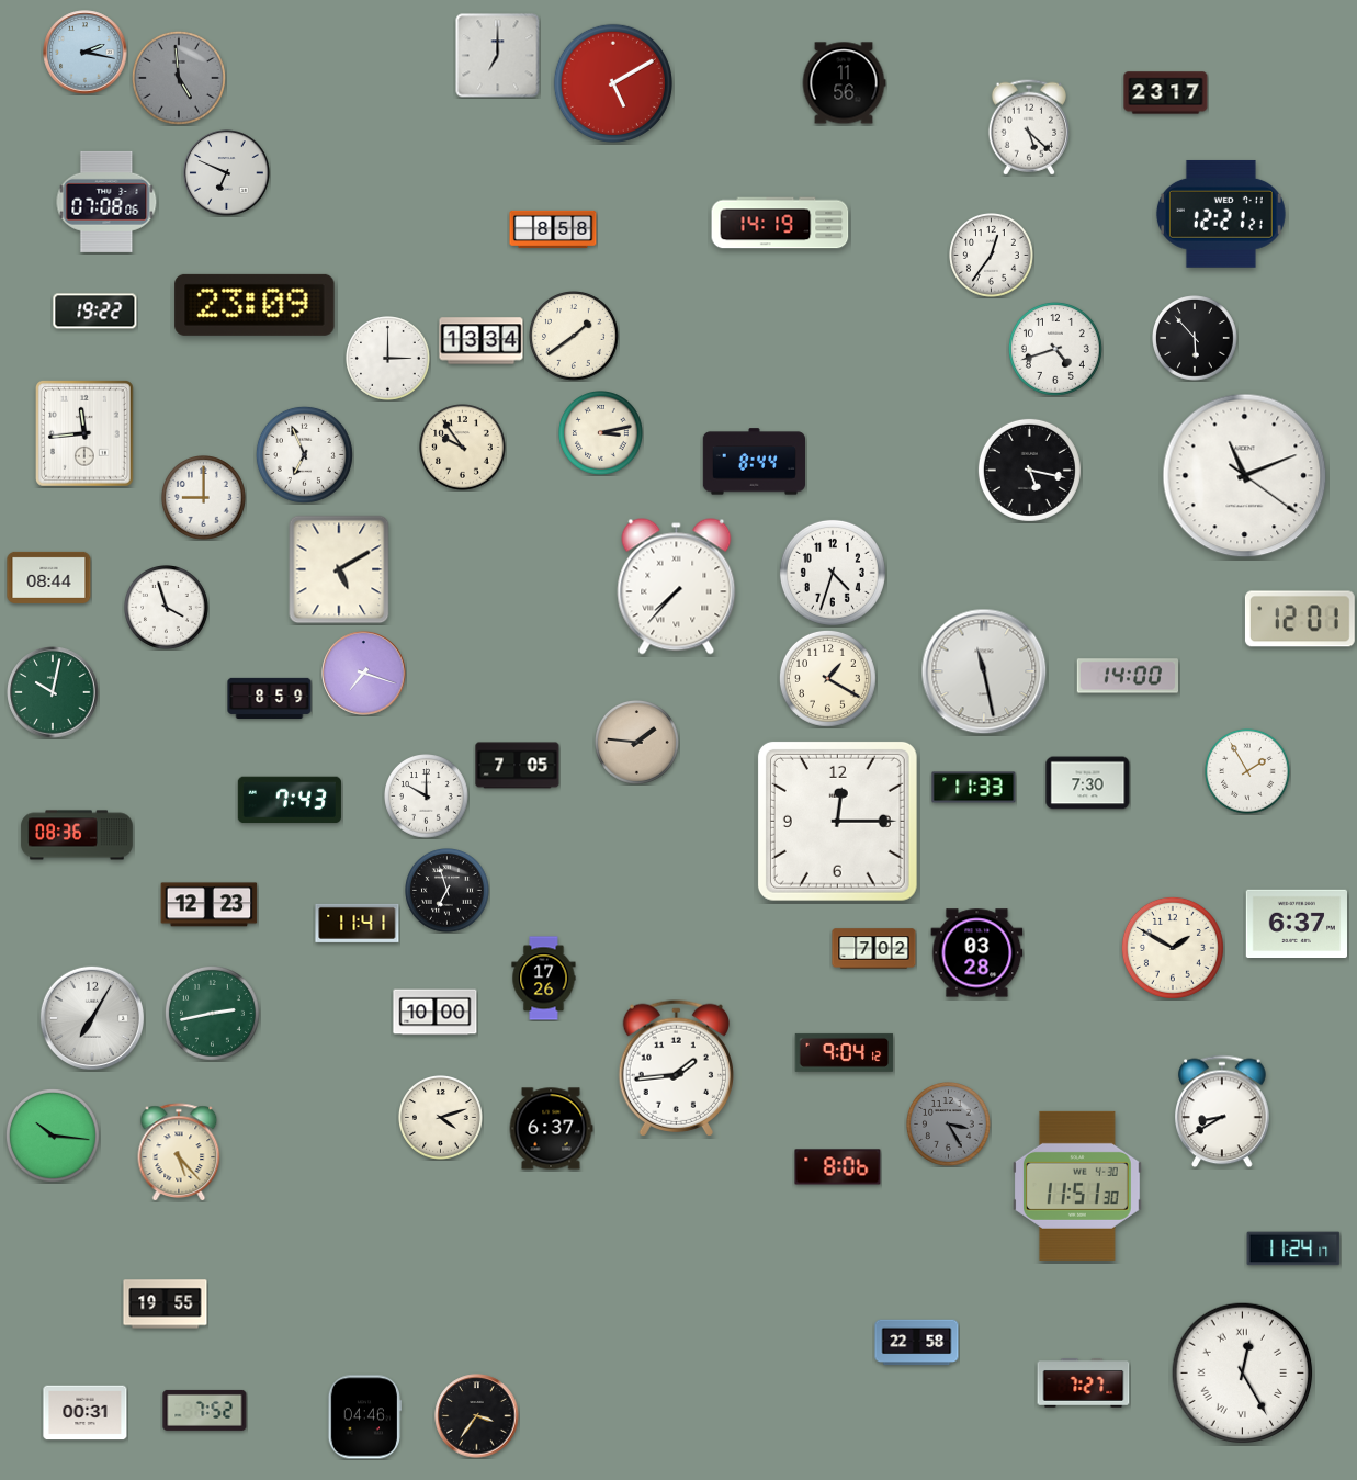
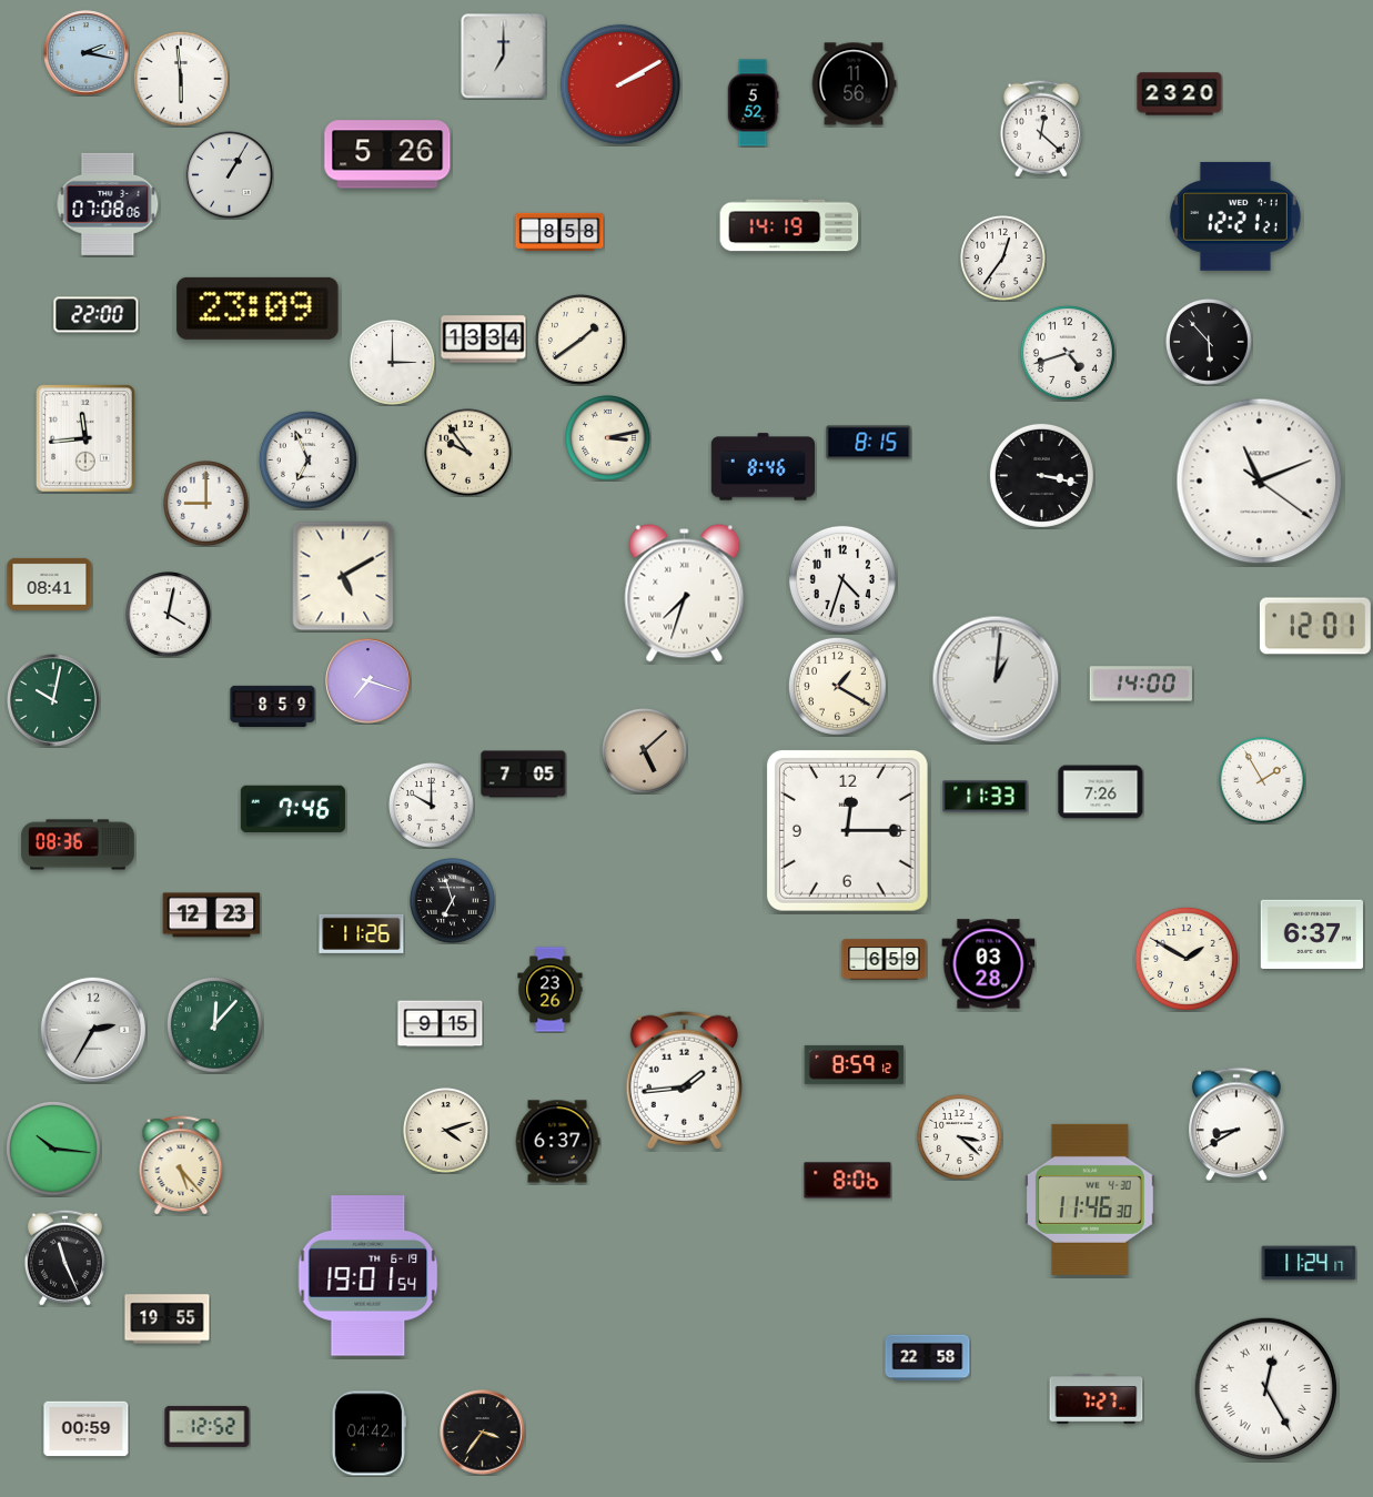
clock at (179, 78): 4:59 -> 5:59
clock at (179, 78) dial: grey -> white
clock at (613, 83): 5:10 -> 2:10
clock at (1166, 93): 23:17 -> 23:20
clock at (753, 103): none -> 5:52
clock at (1029, 127): 5:22 -> 12:22
clock at (387, 154): none -> 5:26
clock at (227, 173): 6:49 -> 1:05
clock at (95, 312): 19:22 -> 22:00
clock at (482, 341) position: (482, 341) -> (484, 340)
clock at (869, 443): none -> 8:15
clock at (754, 462): 8:44 -> 8:46
clock at (1029, 470): 5:17 -> 3:17
clock at (49, 577): 08:44 -> 08:41
clock at (677, 587): 7:37 -> 7:33
clock at (167, 608): 3:57 -> 4:02
clock at (984, 671): 11:28 -> 1:01
clock at (637, 743): 1:46 -> 5:08
clock at (1088, 783): 7:30 -> 7:26
clock at (290, 800): 7:43 -> 7:46
clock at (358, 923): 11:41 -> 11:26
clock at (874, 949): 7:02 -> 6:59
clock at (544, 979): 17:26 -> 23:26
clock at (212, 1013): 2:43 -> 12:07
clock at (436, 1013): 10:00 -> 9:15
clock at (92, 1018): 7:05 -> 2:35
clock at (845, 1052): 9:04 -> 8:59
clock at (949, 1125): 3:25 -> 3:22
clock at (949, 1125) dial: grey -> white
clock at (1077, 1186): 11:51 -> 11:46
clock at (64, 1257): none -> 11:26
clock at (369, 1276): none -> 19:01
clock at (1243, 1374) position: (1243, 1374) -> (1266, 1389)
clock at (205, 1410): 7:52 -> 12:52
clock at (86, 1413): 00:31 -> 00:59
clock at (364, 1417): 04:46 -> 04:42
